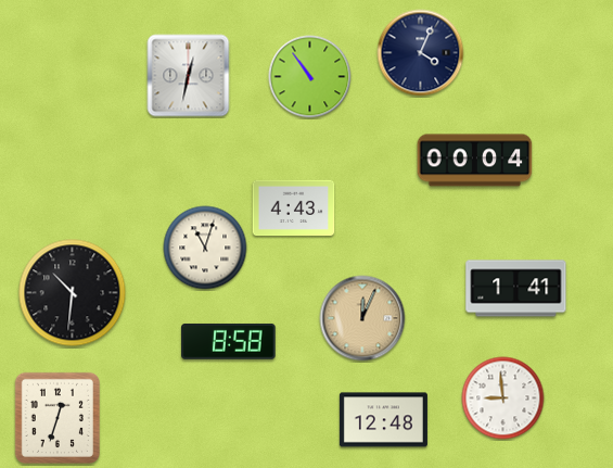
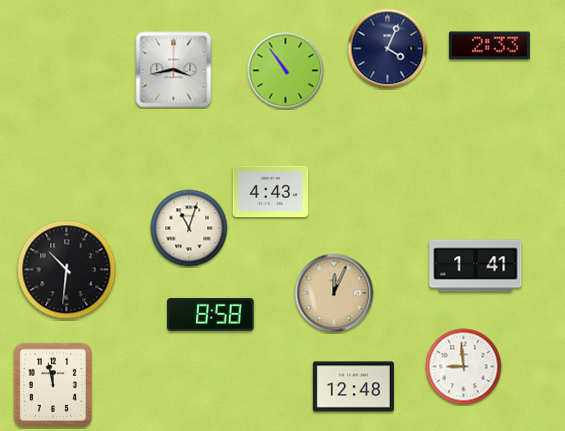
clock at (489, 46): none -> 2:33
clock at (189, 76): 12:32 -> 3:43
clock at (475, 161): 00:04 -> none
clock at (58, 418): 12:33 -> 11:58
